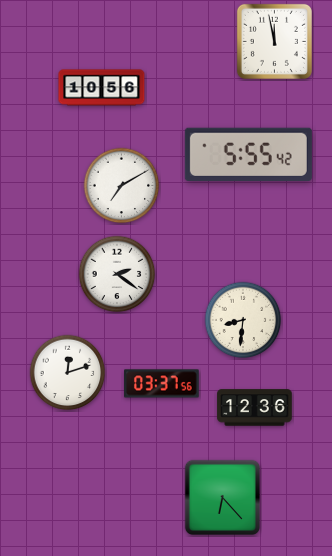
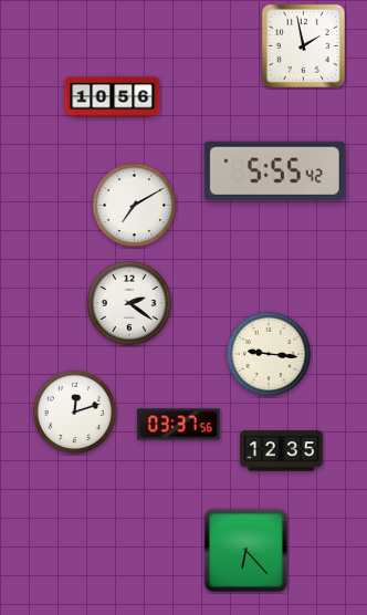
clock at (274, 41): 11:58 -> 1:58
clock at (243, 320): 8:31 -> 9:16
clock at (255, 408): 12:36 -> 12:35
